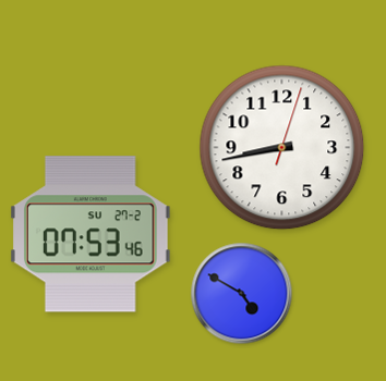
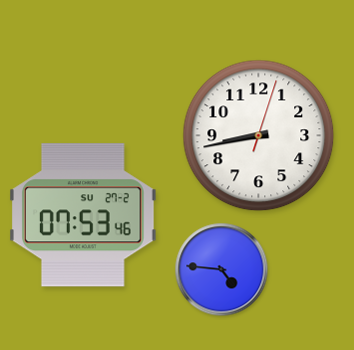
clock at (242, 294): 4:50 -> 4:46
